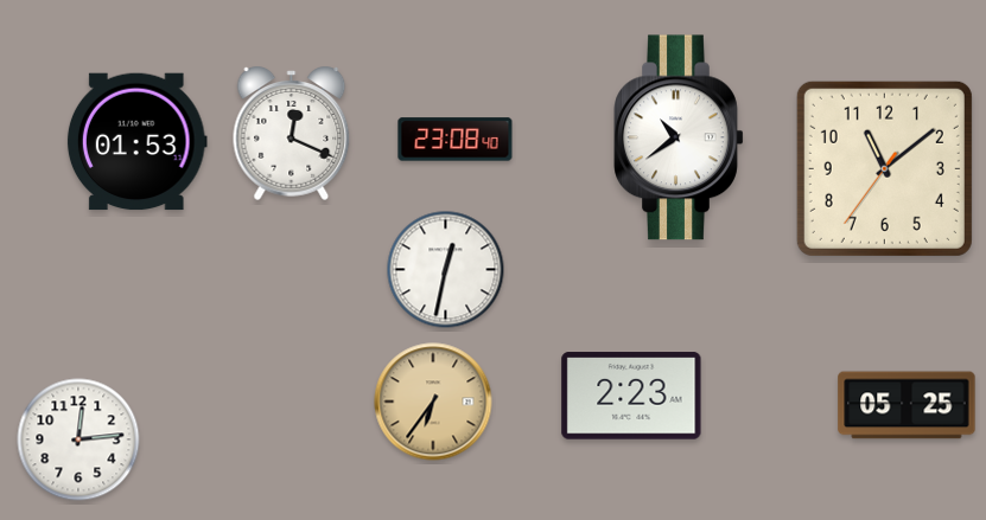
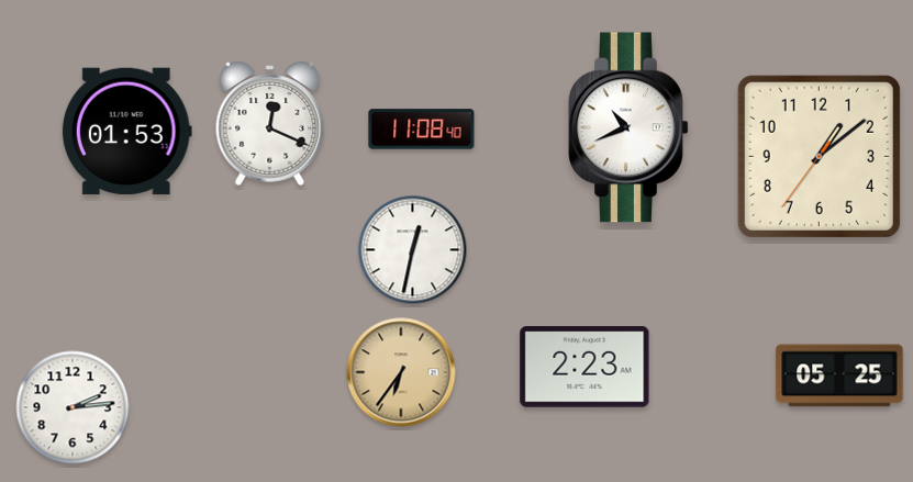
clock at (679, 137): 10:39 -> 10:41
clock at (456, 140): 23:08 -> 11:08
clock at (884, 168): 11:08 -> 1:08
clock at (78, 439): 12:14 -> 2:14
